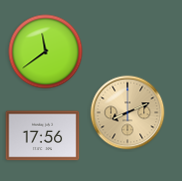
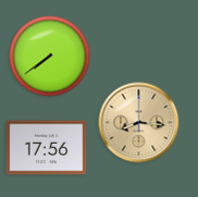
clock at (46, 52): 11:39 -> 7:39
clock at (128, 113): 8:11 -> 8:16
